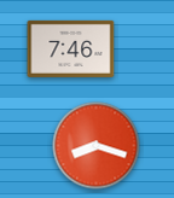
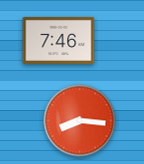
clock at (97, 146): 8:18 -> 8:16
